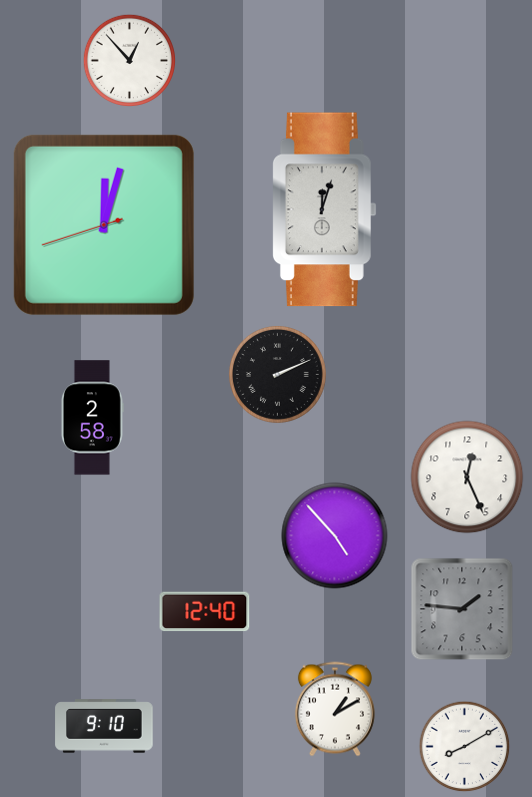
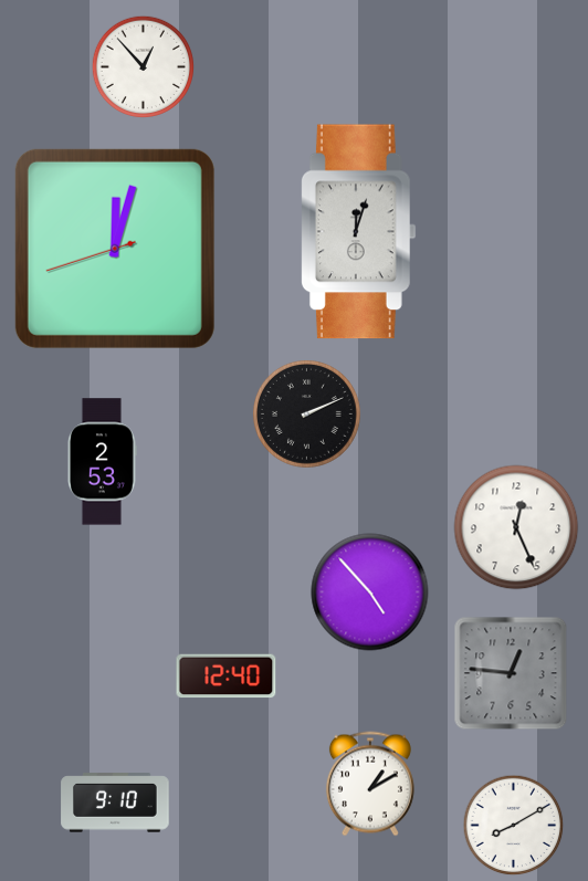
clock at (92, 418): 2:58 -> 2:53
clock at (462, 609): 1:46 -> 12:46
